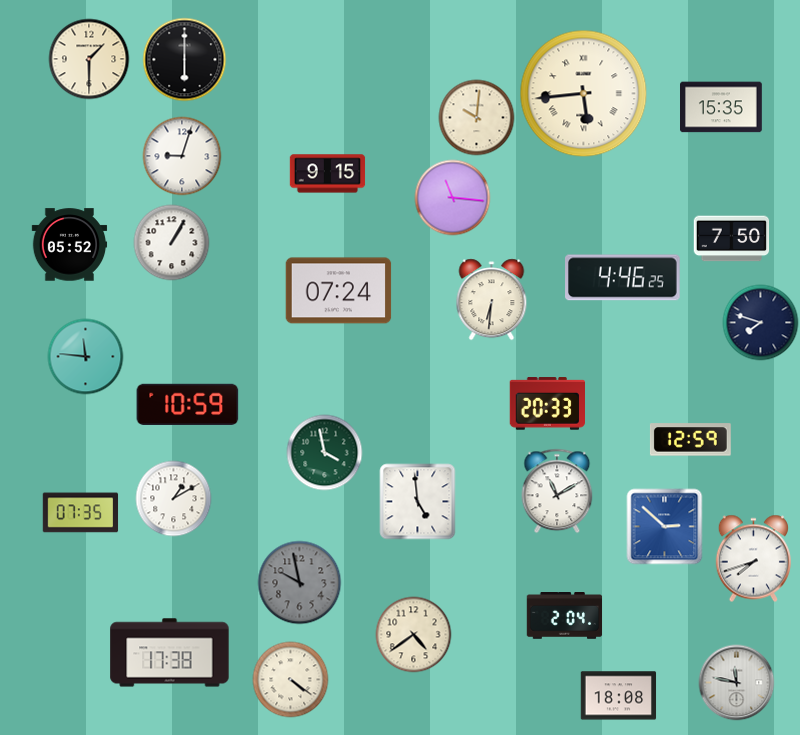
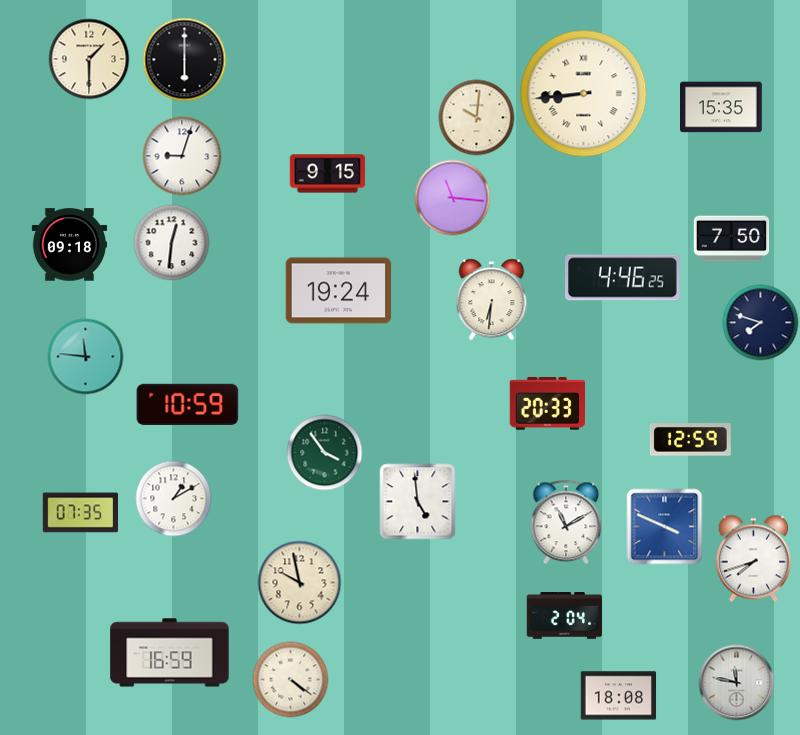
clock at (584, 94): 5:44 -> 8:44
clock at (172, 243): 1:05 -> 12:31
clock at (70, 245): 05:52 -> 09:18
clock at (339, 291): 07:24 -> 19:24
clock at (325, 453): 3:58 -> 3:54
clock at (557, 491) position: (557, 491) -> (566, 522)
clock at (665, 527): 2:52 -> 3:49
clock at (300, 583) dial: grey -> cream
clock at (414, 635): 4:39 -> none
clock at (170, 653): 17:38 -> 16:59
